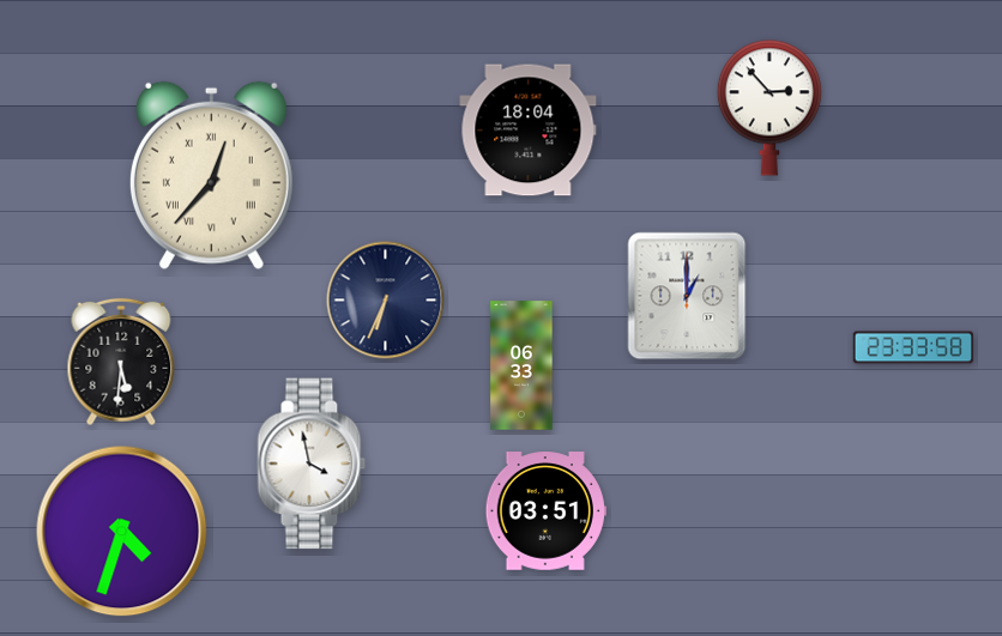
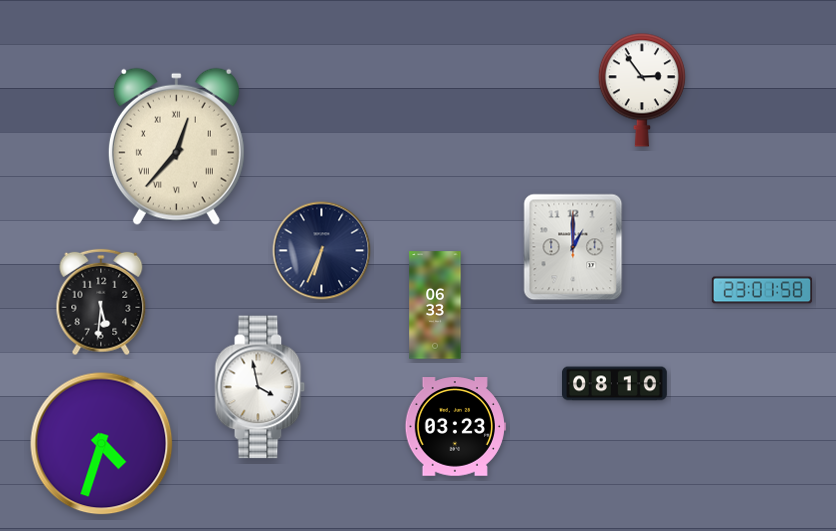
clock at (769, 108): 2:53 -> 2:54
clock at (529, 131): 18:04 -> none
clock at (913, 347): 23:33 -> 23:01
clock at (615, 384): none -> 08:10
clock at (545, 511): 03:51 -> 03:23
